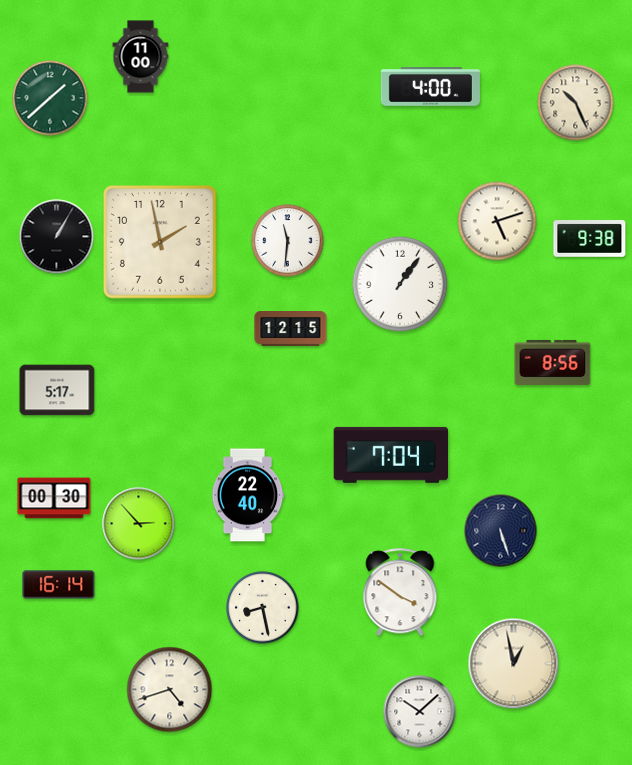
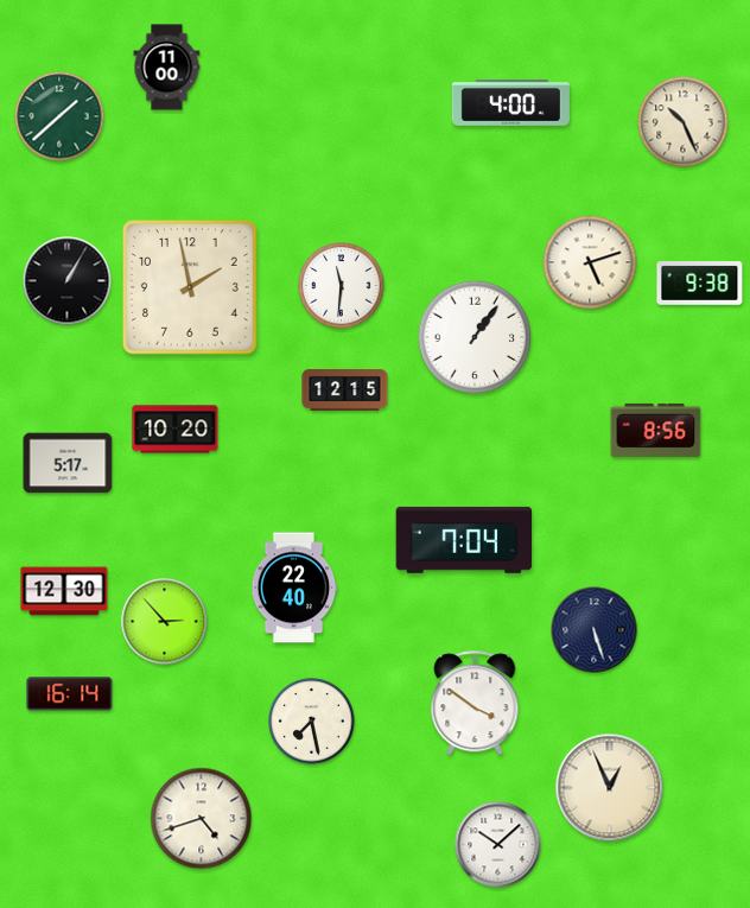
clock at (176, 430): none -> 10:20
clock at (54, 498): 00:30 -> 12:30
clock at (263, 608): 8:28 -> 7:28
clock at (514, 664): 12:58 -> 12:56
